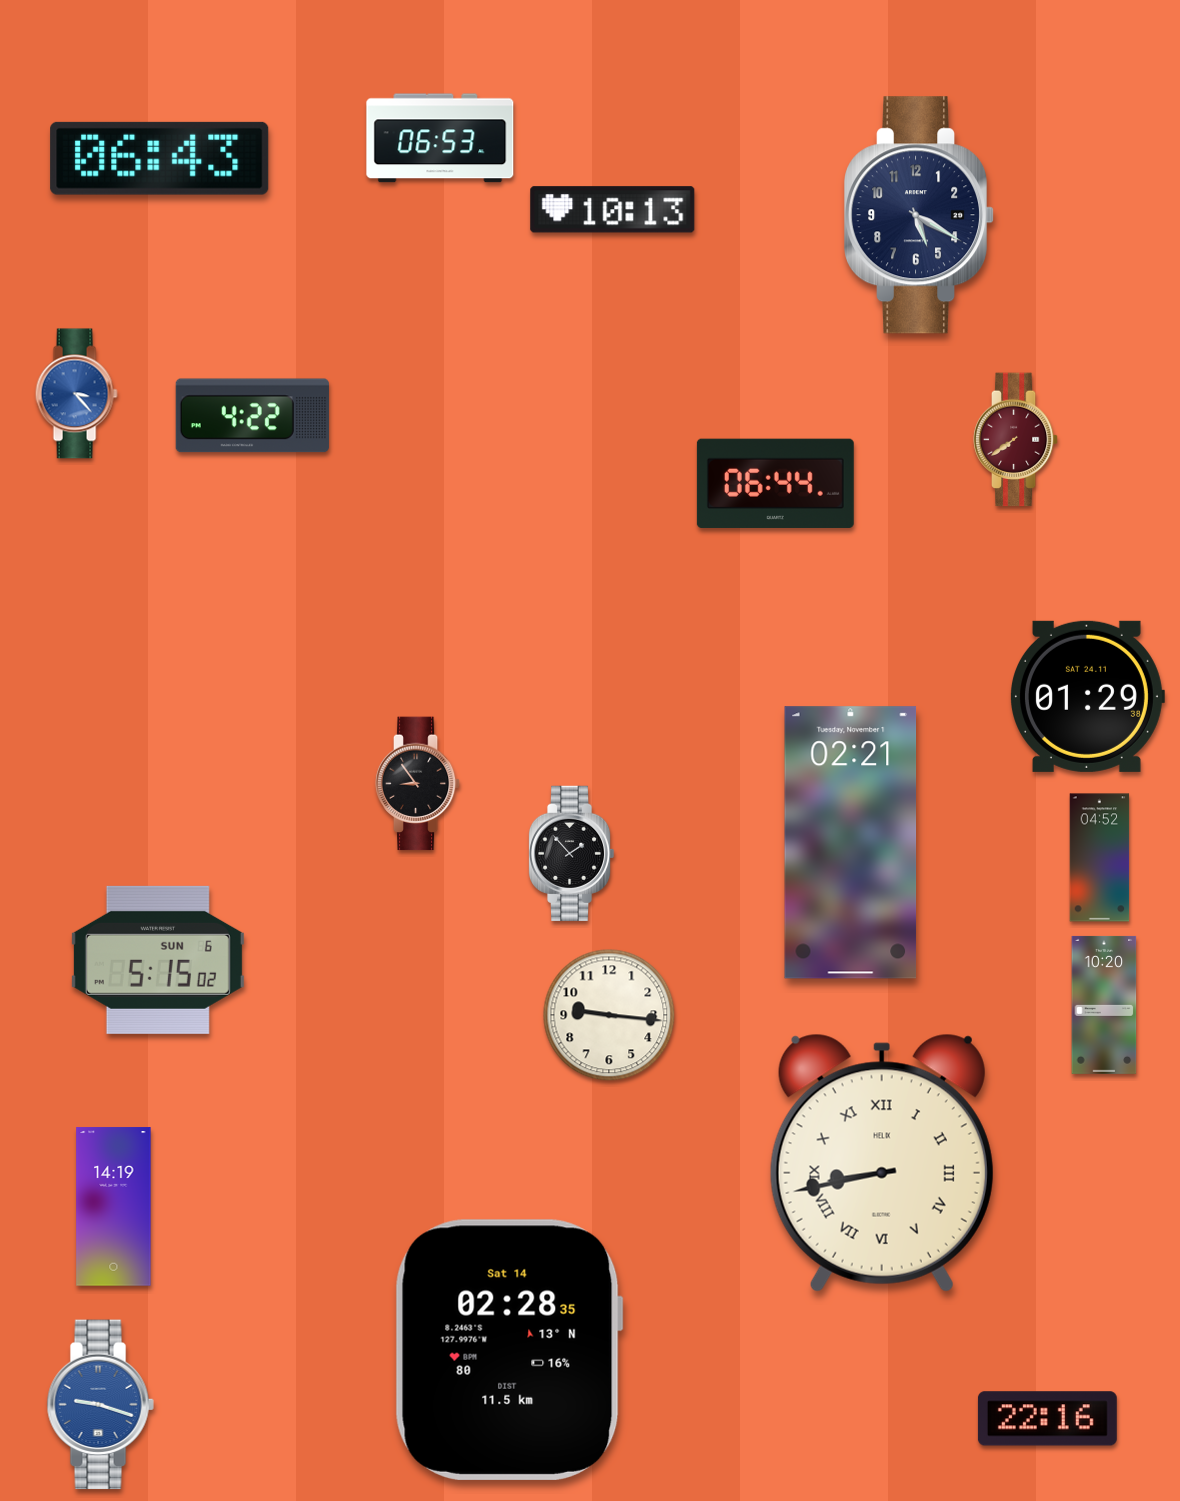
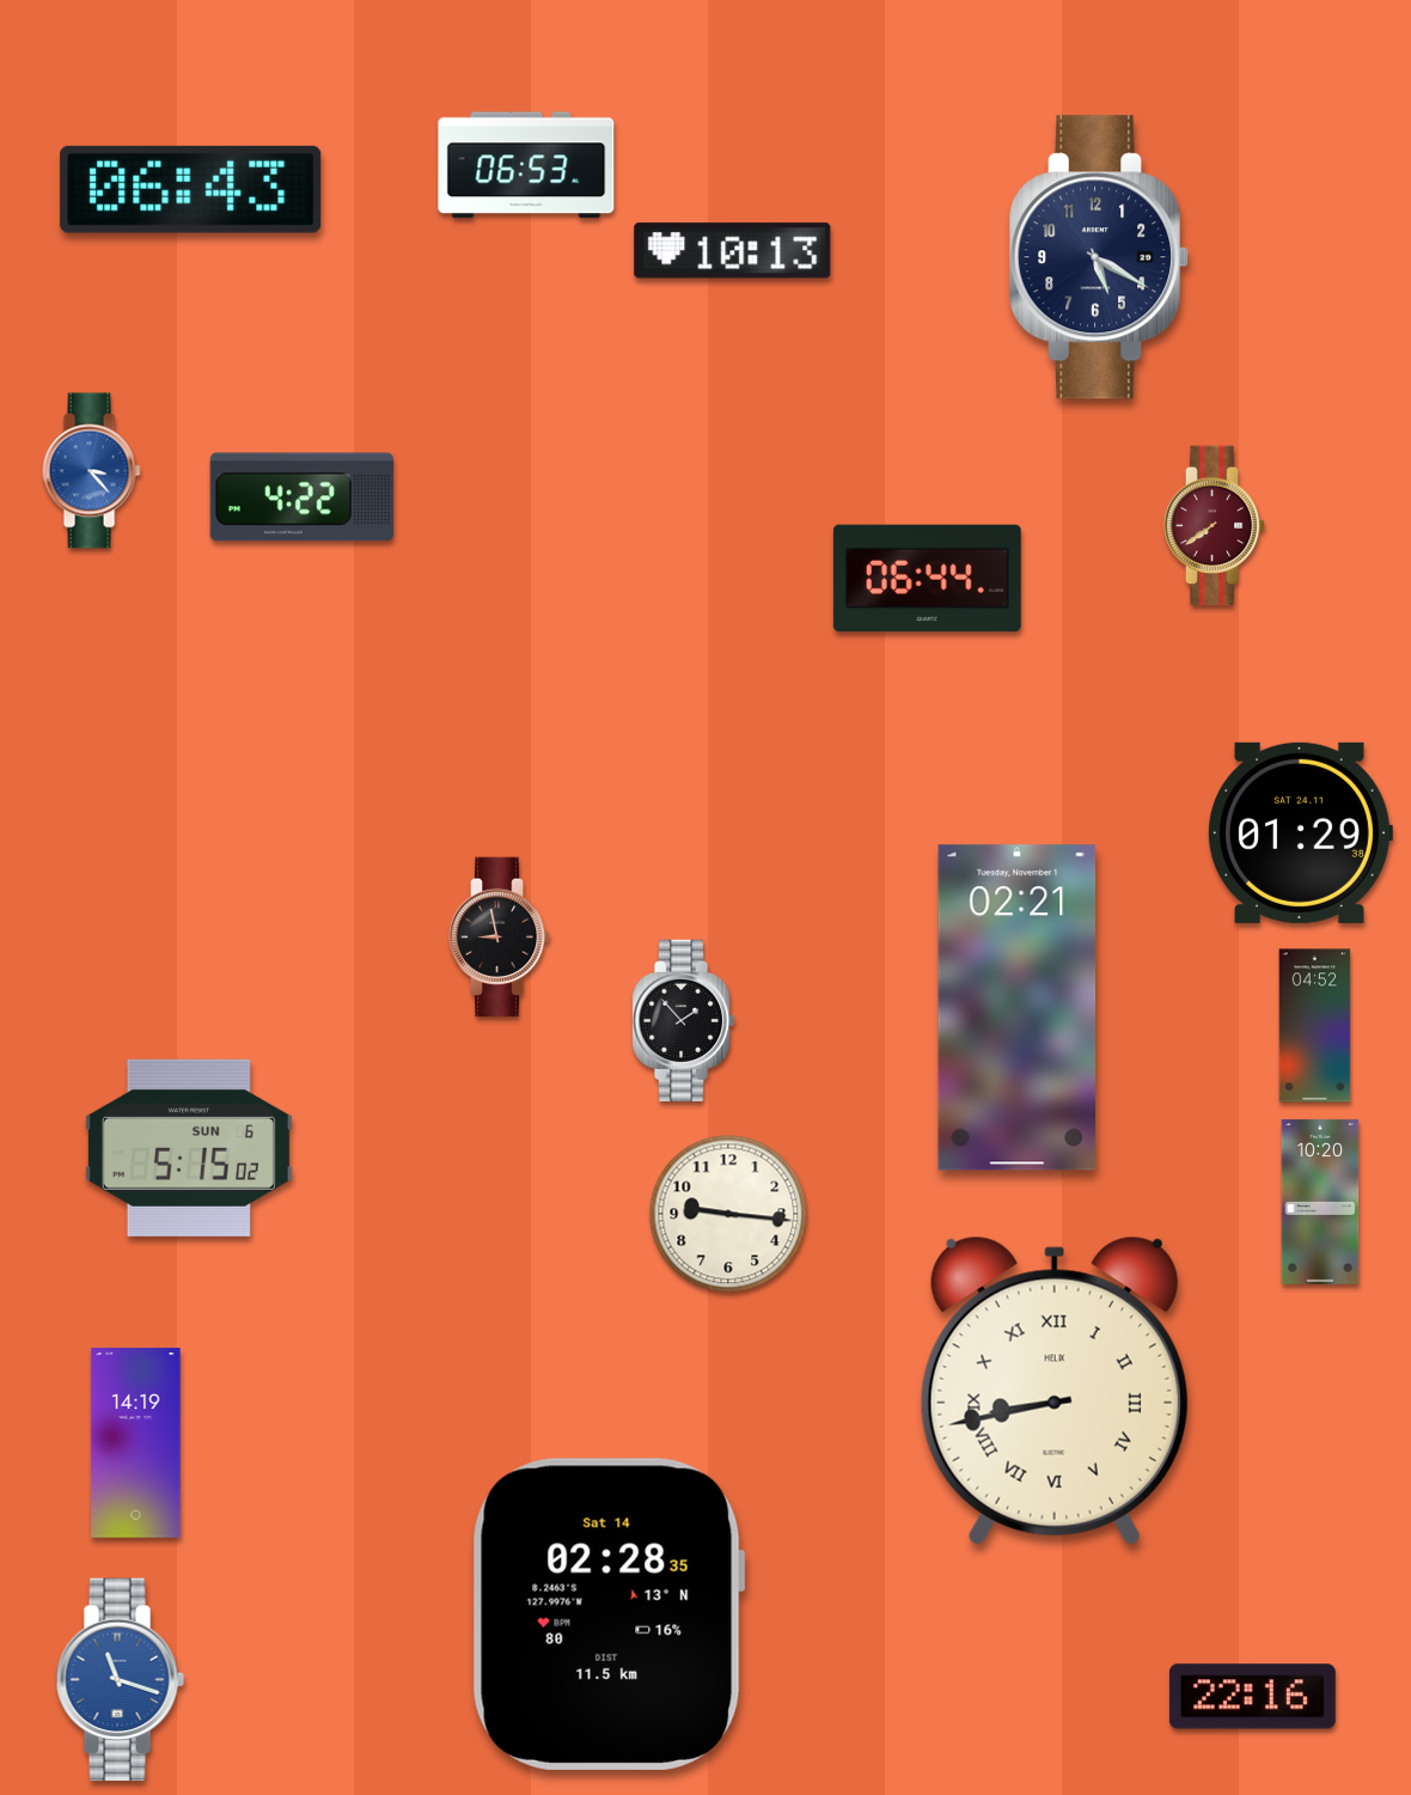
clock at (418, 784): 8:54 -> 8:58
clock at (100, 1405): 9:18 -> 11:18
